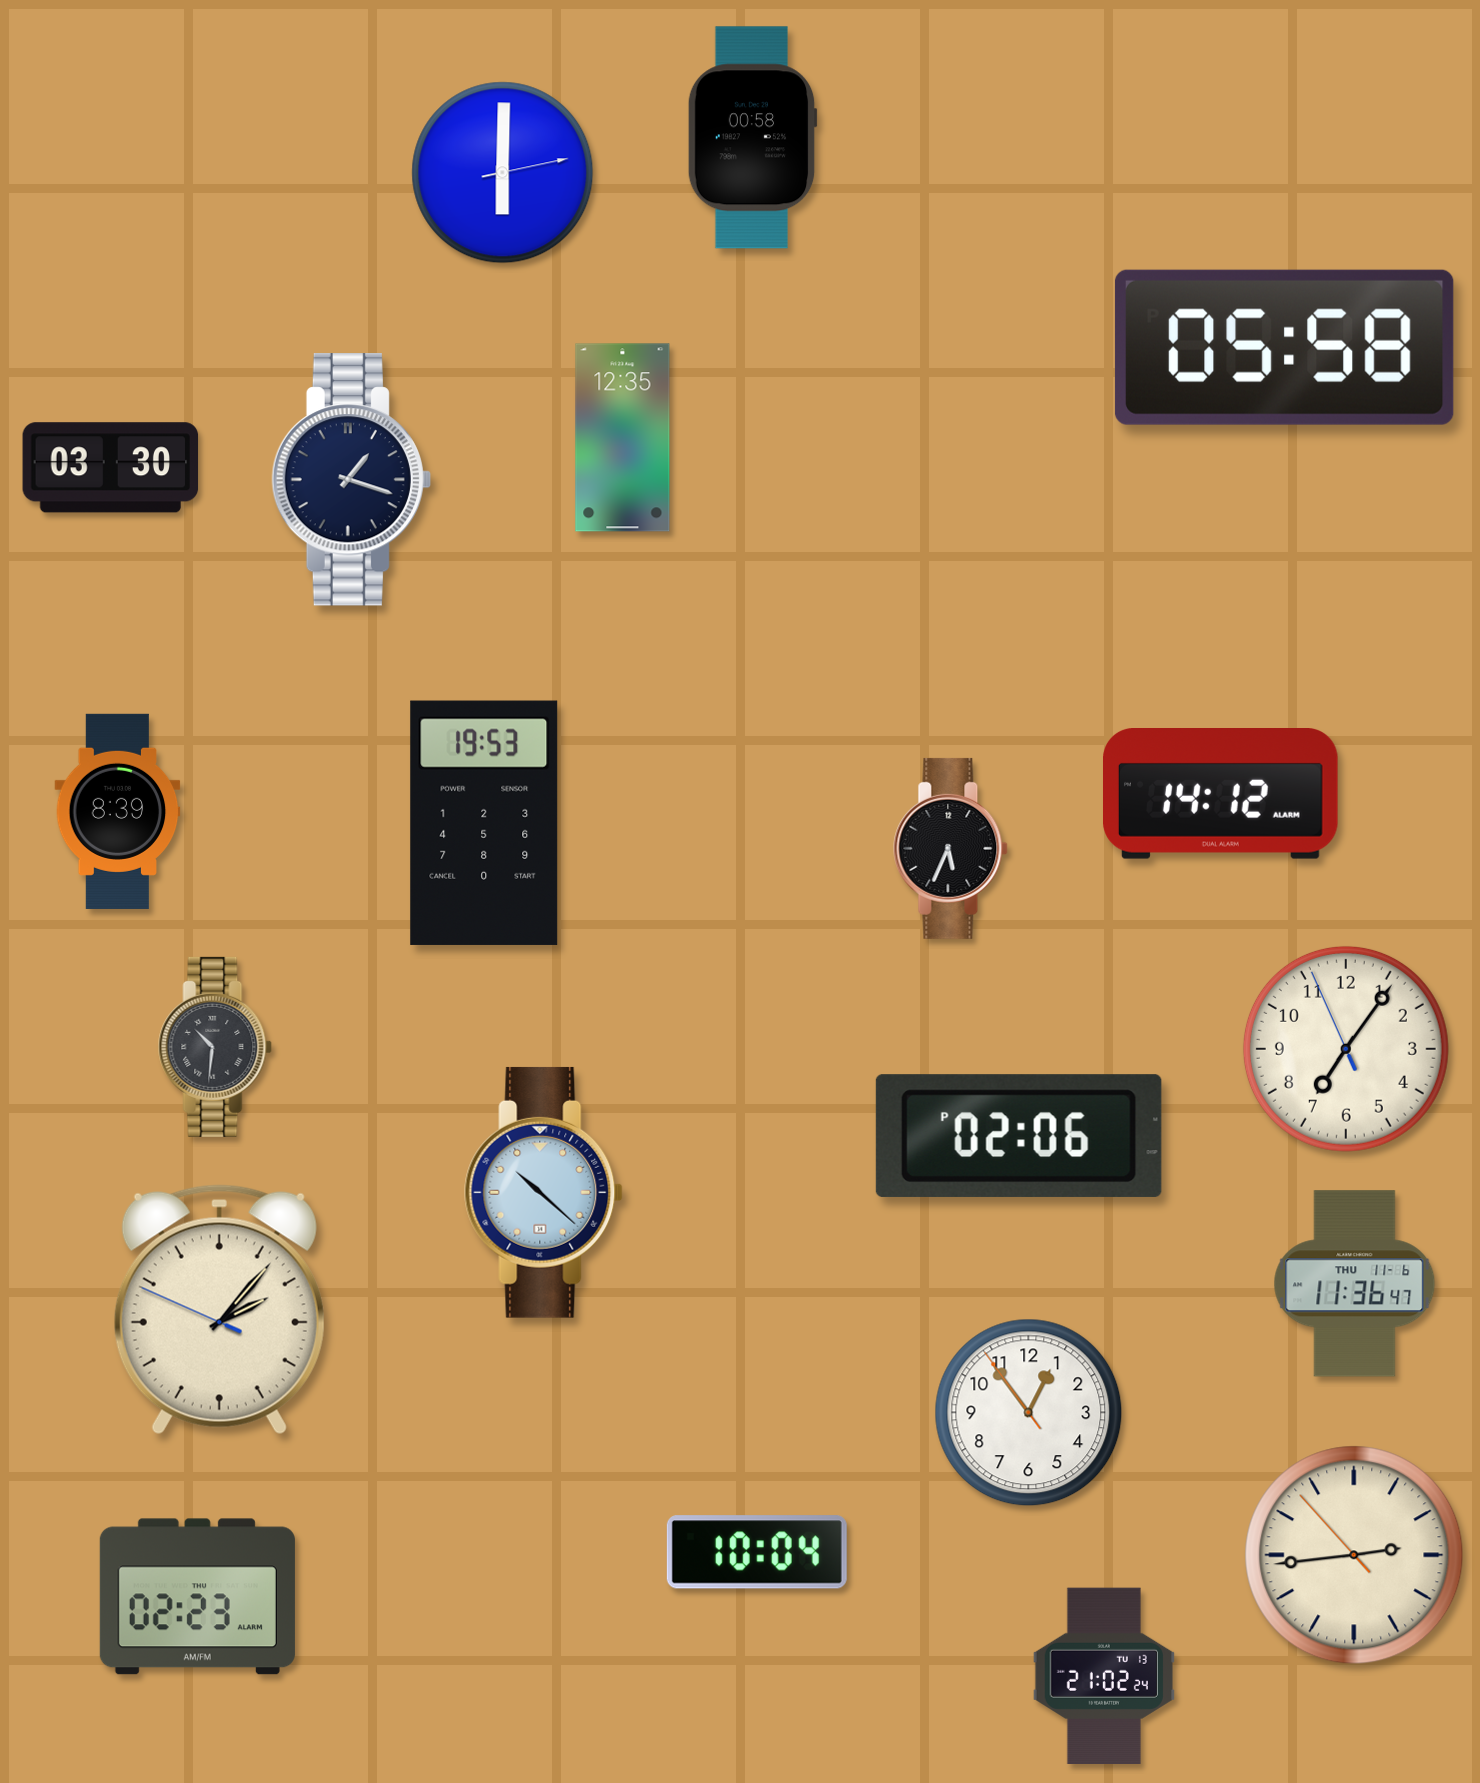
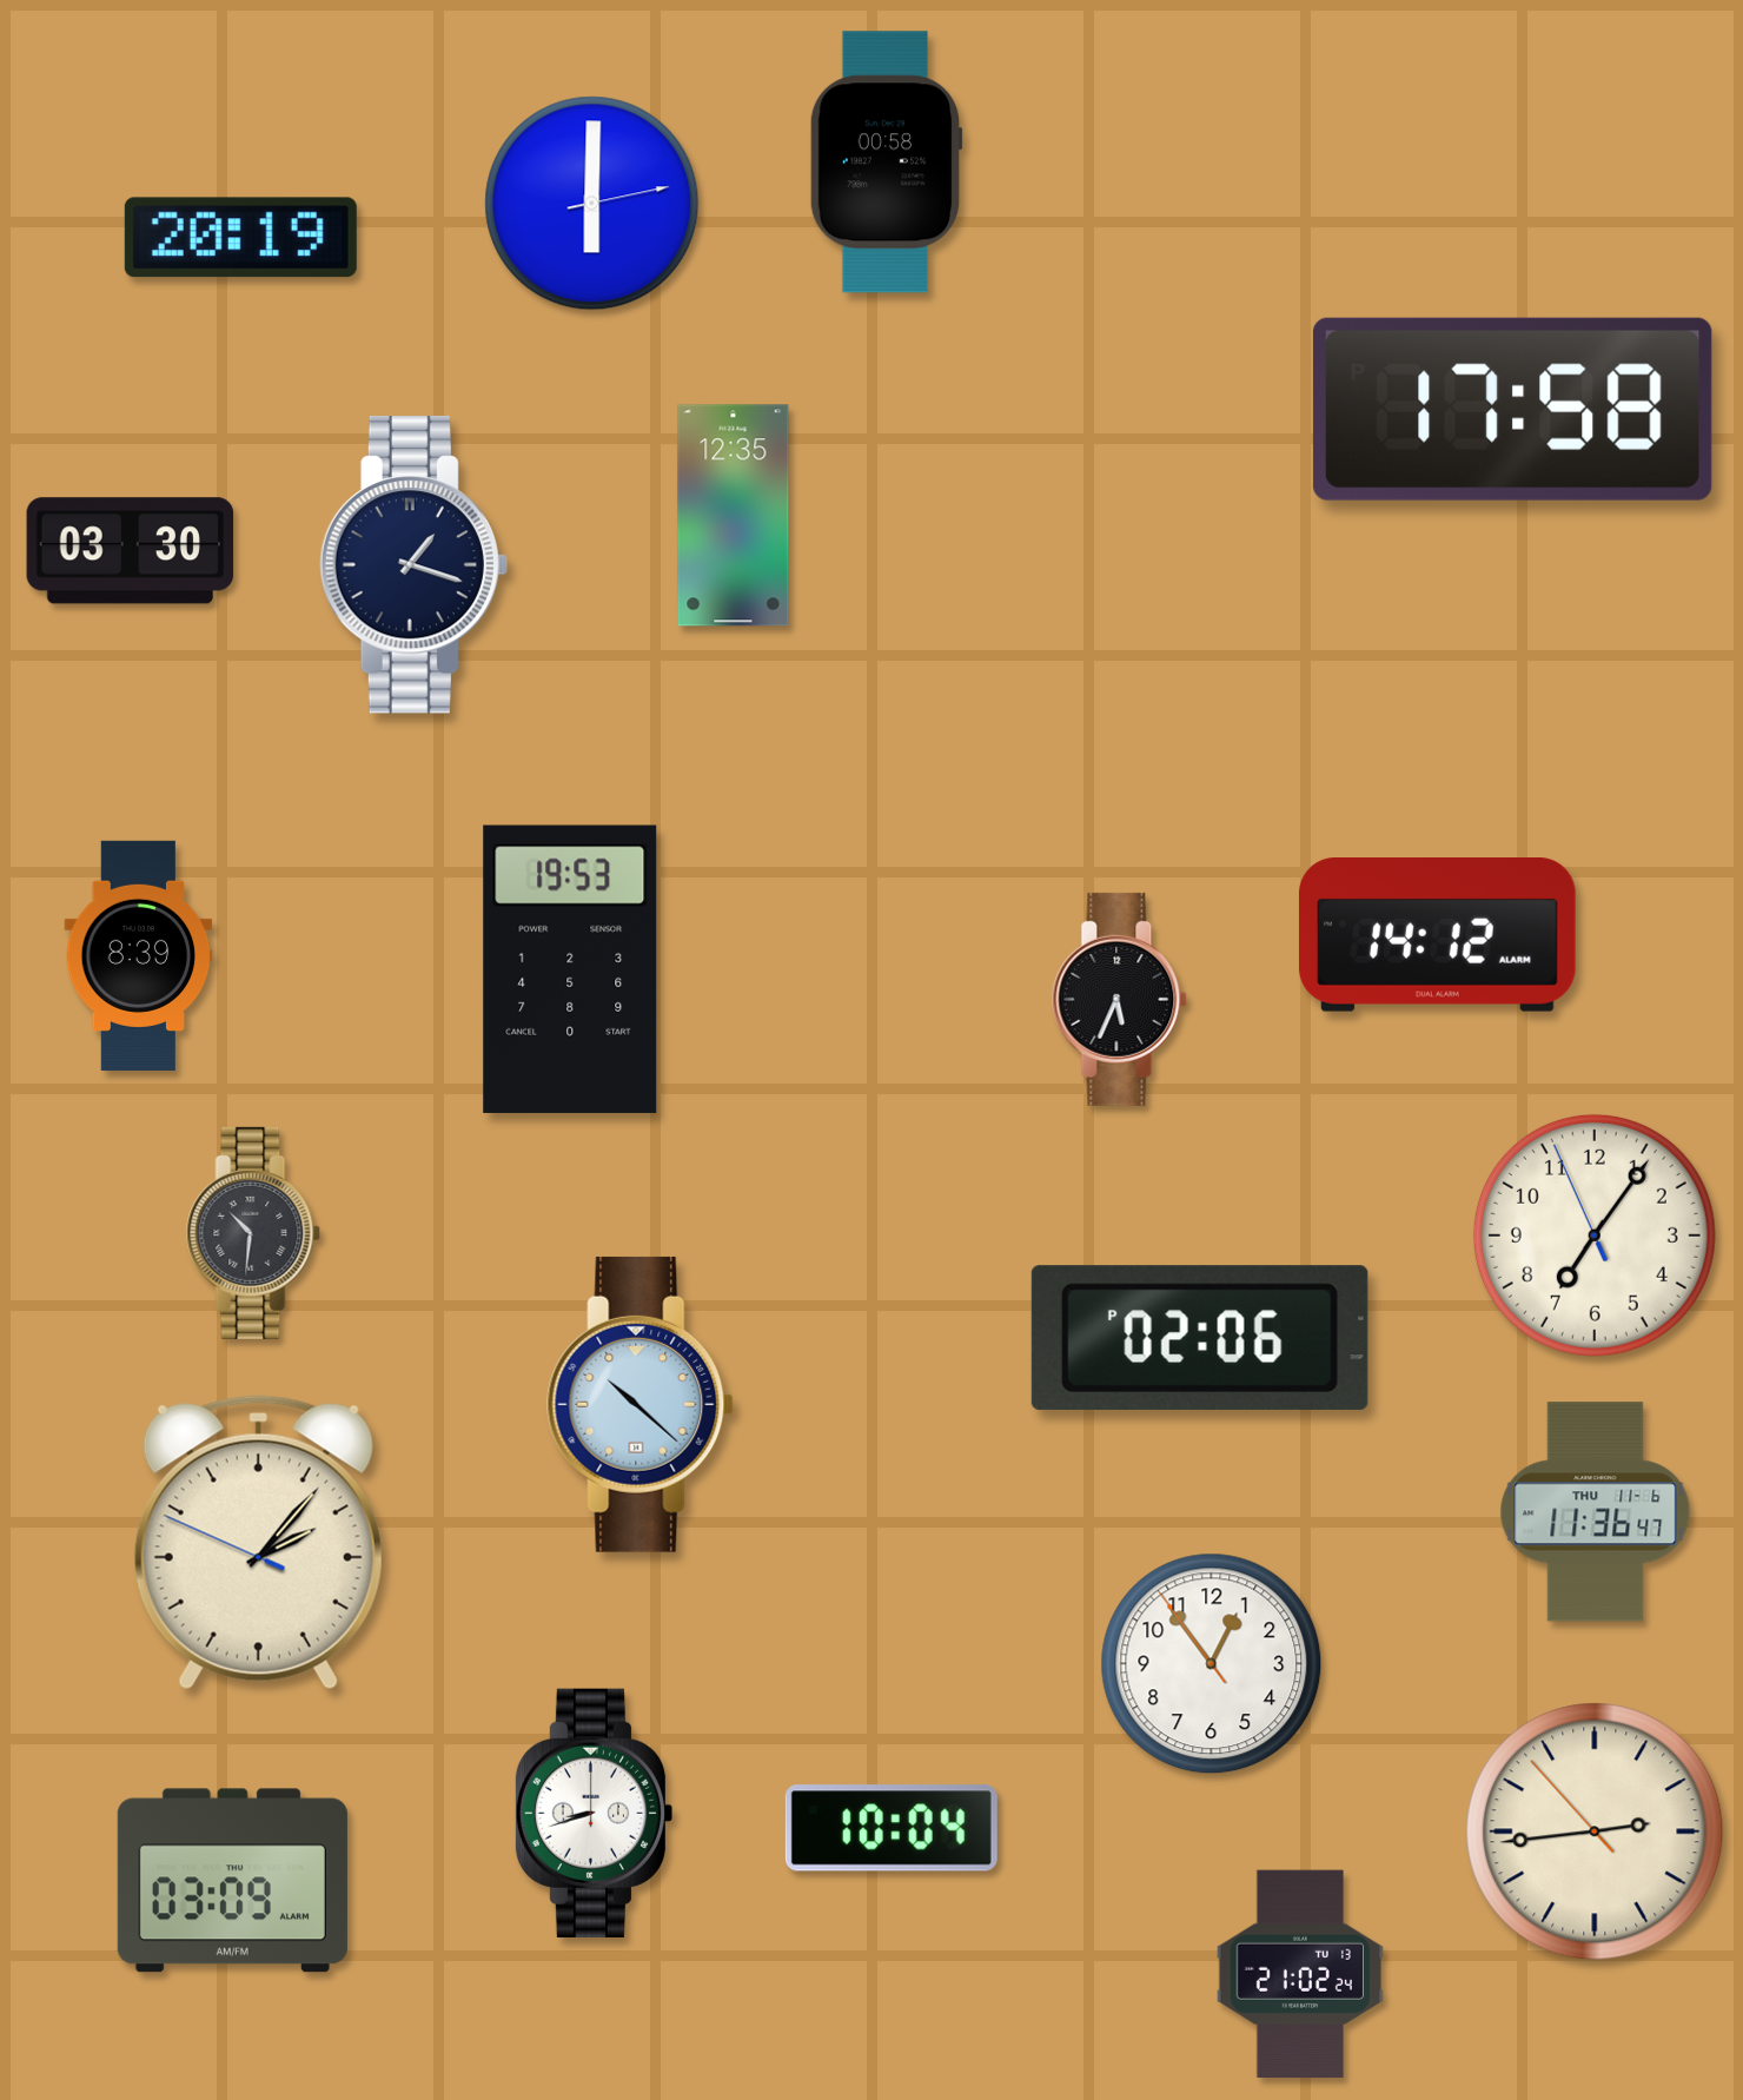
clock at (240, 238): none -> 20:19
clock at (1284, 347): 05:58 -> 17:58
clock at (1346, 1049) position: (1346, 1049) -> (1595, 1236)
clock at (594, 1813): none -> 8:42
clock at (197, 1597): 02:23 -> 03:09
